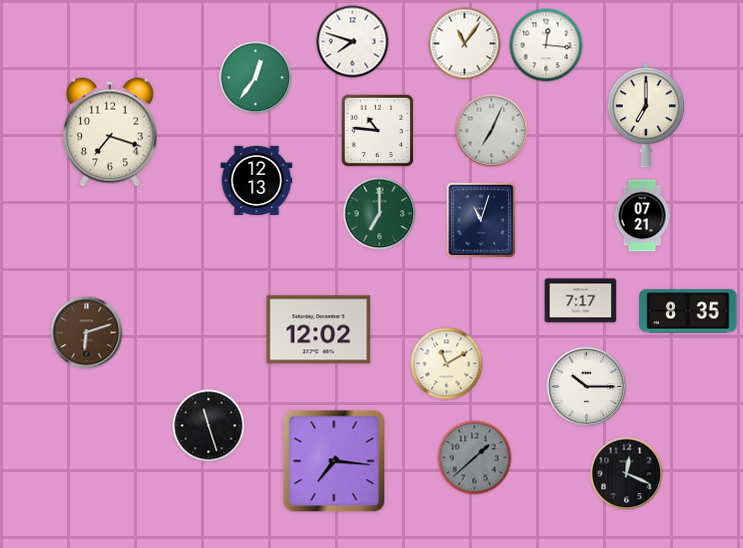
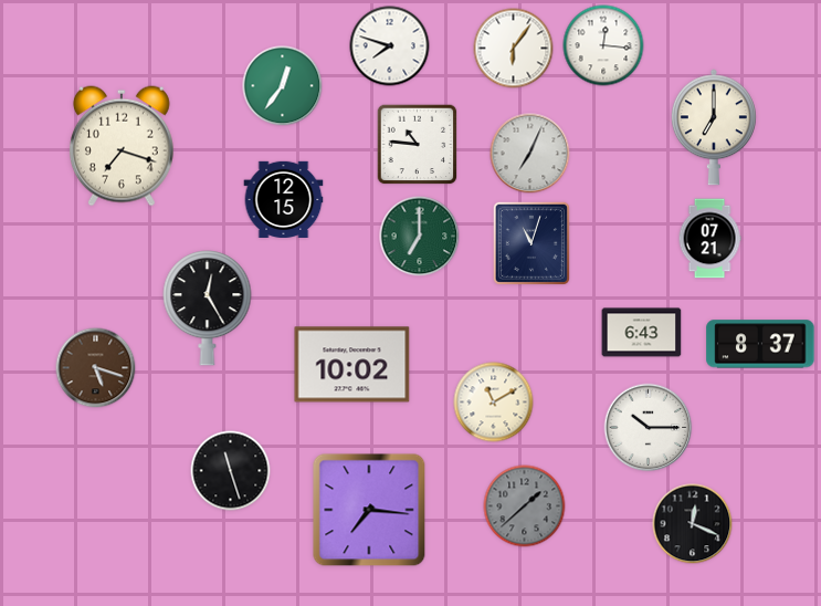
clock at (465, 44): 11:06 -> 6:06
clock at (546, 45) position: (546, 45) -> (603, 45)
clock at (492, 131) position: (492, 131) -> (530, 154)
clock at (257, 180): 12:13 -> 12:15
clock at (208, 309): none -> 12:25
clock at (581, 301): 7:17 -> 6:43
clock at (688, 311): 8:35 -> 8:37
clock at (319, 330): 12:02 -> 10:02
clock at (87, 333): 6:12 -> 5:18
